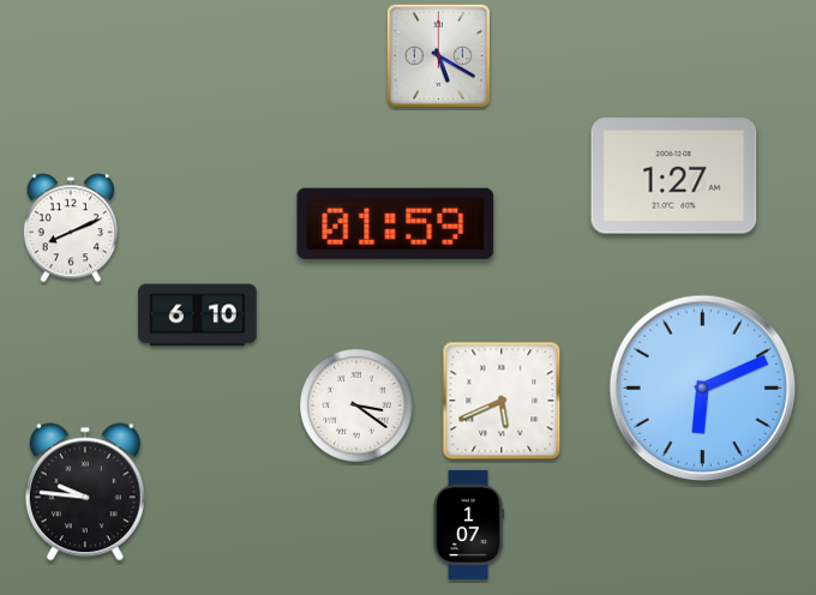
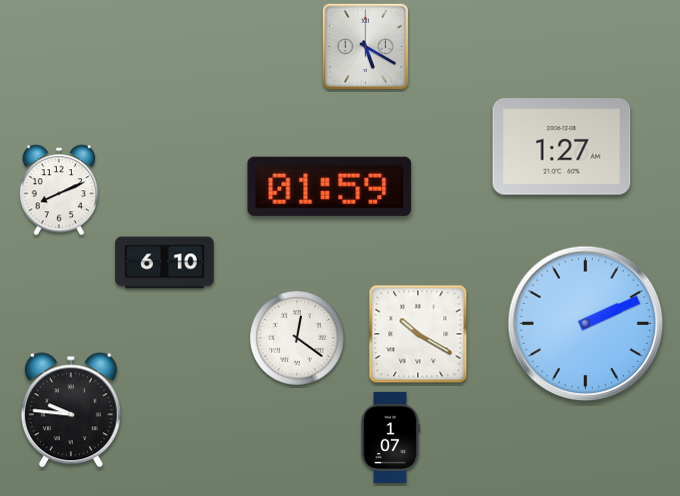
clock at (703, 389): 6:11 -> 2:11
clock at (502, 401): 5:41 -> 10:20
clock at (358, 407): 3:21 -> 12:21
